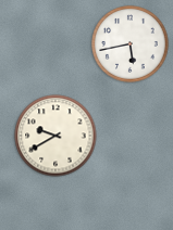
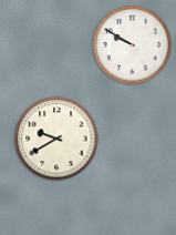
clock at (131, 44): 5:43 -> 9:50
